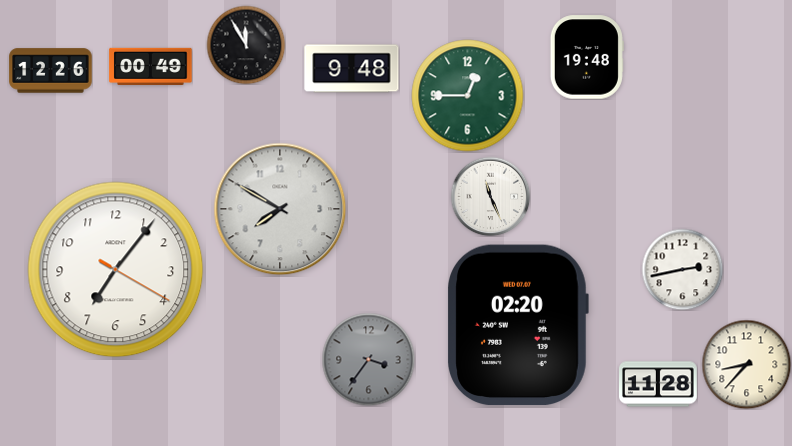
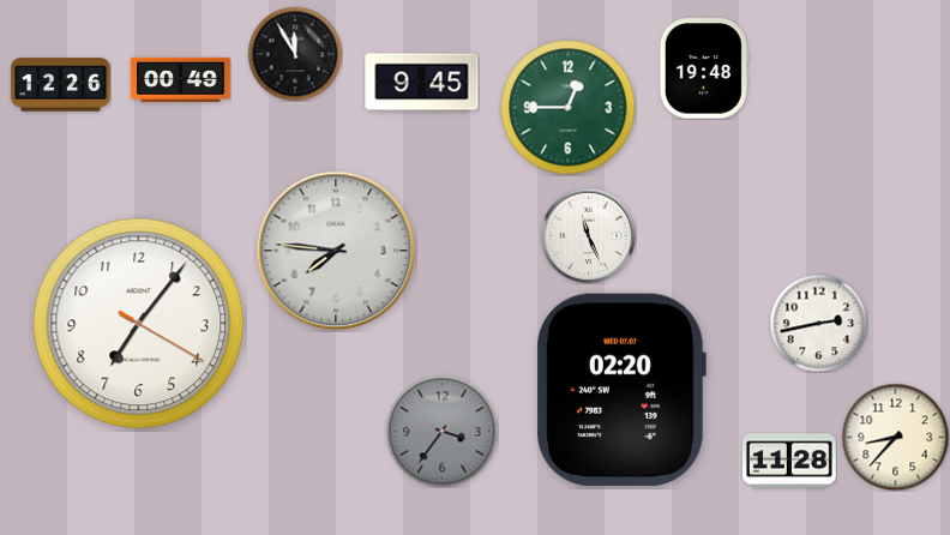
clock at (352, 69): 9:48 -> 9:45
clock at (468, 96) position: (468, 96) -> (569, 108)
clock at (280, 209): 7:50 -> 7:46
